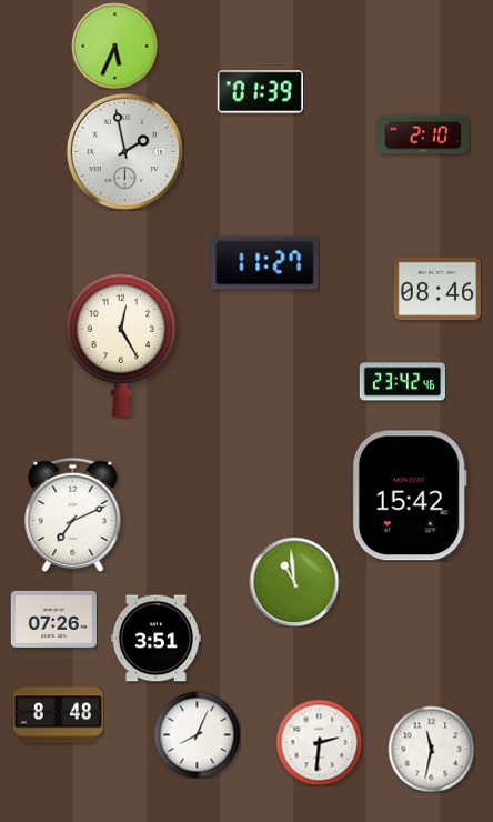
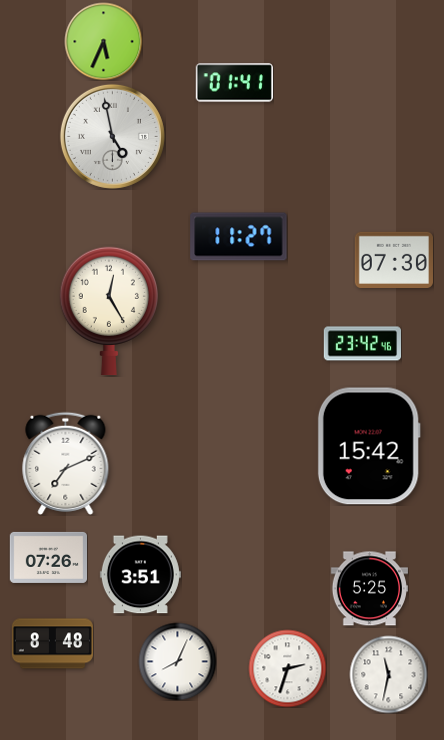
clock at (260, 92): 01:39 -> 01:41
clock at (423, 134): 2:10 -> none
clock at (124, 151): 1:58 -> 4:58
clock at (437, 288): 08:46 -> 07:30
clock at (294, 582): 10:59 -> none
clock at (369, 589): none -> 5:25
clock at (319, 742): 2:31 -> 2:33
